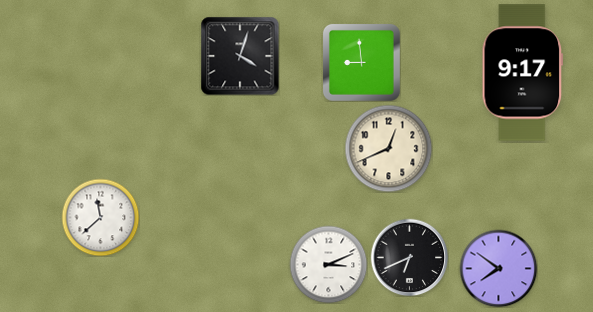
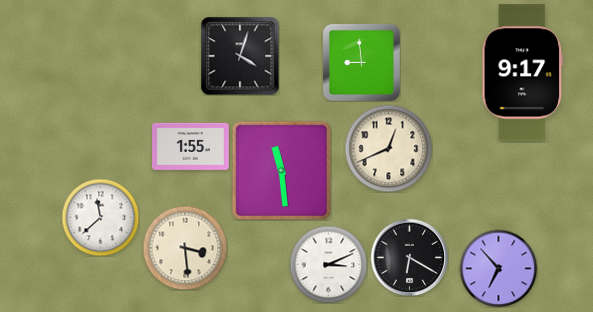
clock at (191, 146): none -> 1:55
clock at (281, 170): none -> 11:29
clock at (185, 248): none -> 3:29
clock at (409, 257): 6:41 -> 6:20
clock at (498, 268): 7:51 -> 6:53
